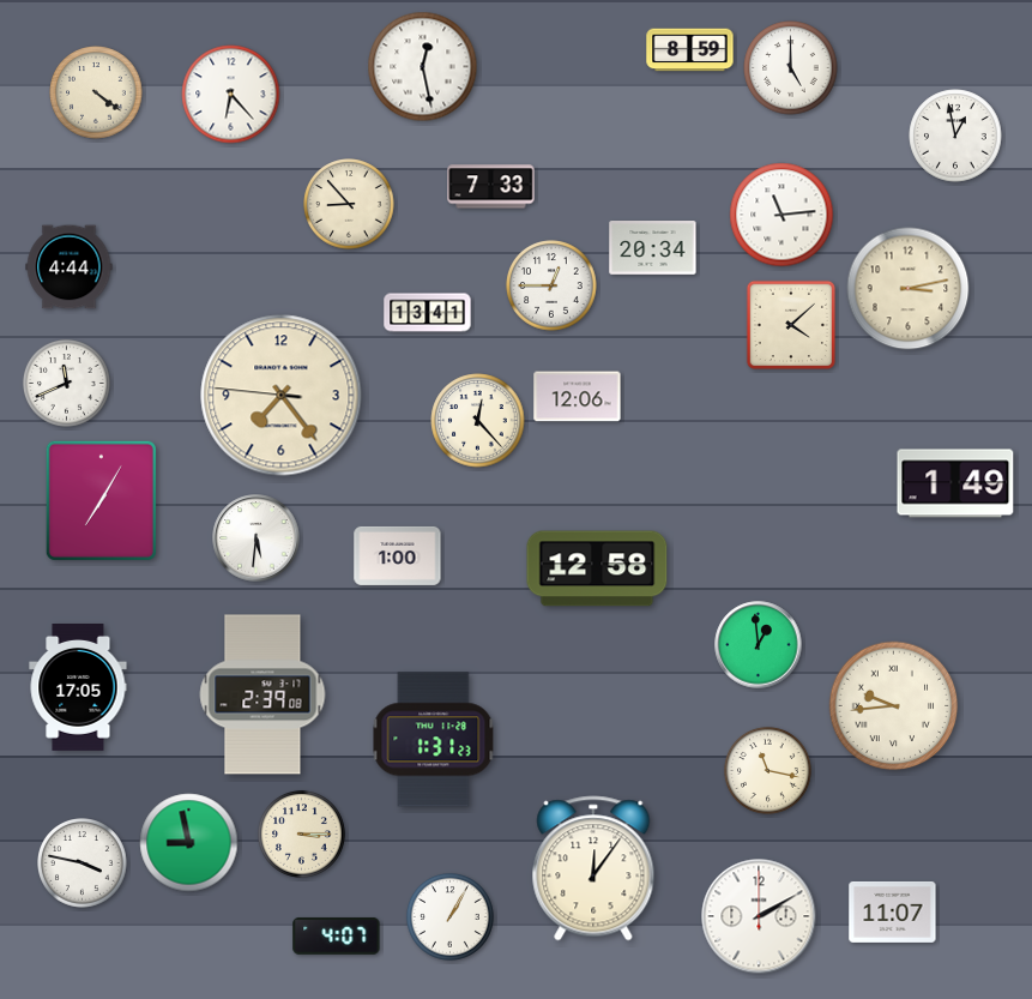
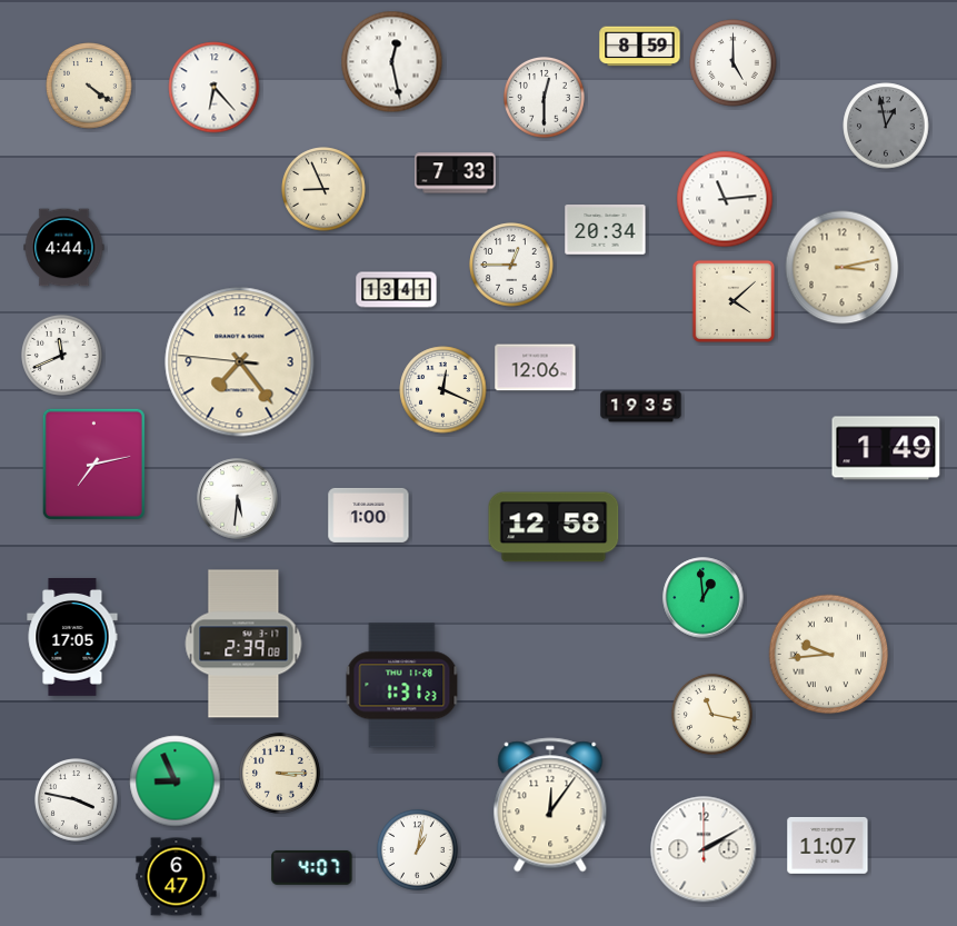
clock at (544, 97): none -> 12:30
clock at (955, 136) dial: white -> grey
clock at (349, 204): 8:53 -> 8:56
clock at (282, 396) position: (282, 396) -> (240, 362)
clock at (478, 421): 12:23 -> 12:19
clock at (641, 407): none -> 19:35
clock at (101, 500): 7:05 -> 7:13
clock at (189, 843): 8:58 -> 8:56
clock at (449, 916): 1:05 -> 1:02
clock at (177, 877): none -> 6:47
